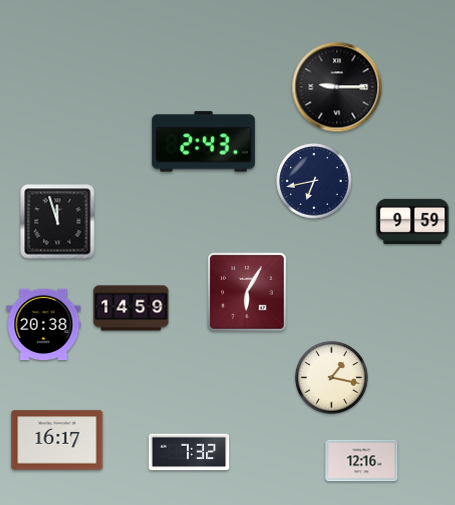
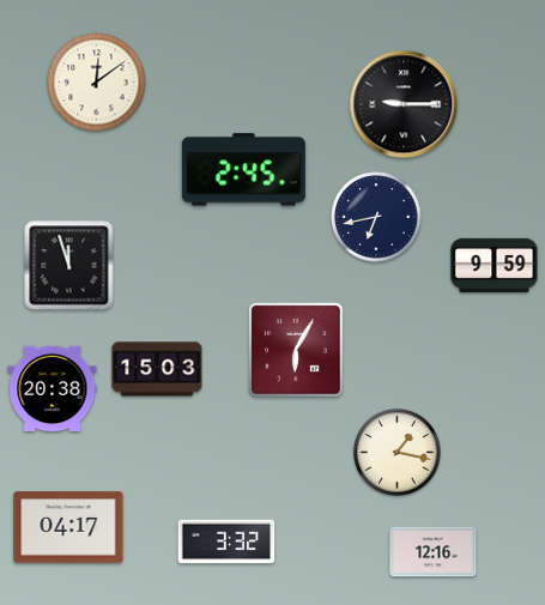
clock at (97, 83): none -> 12:09
clock at (203, 142): 2:43 -> 2:45
clock at (131, 308): 14:59 -> 15:03
clock at (57, 440): 16:17 -> 04:17
clock at (189, 452): 7:32 -> 3:32
